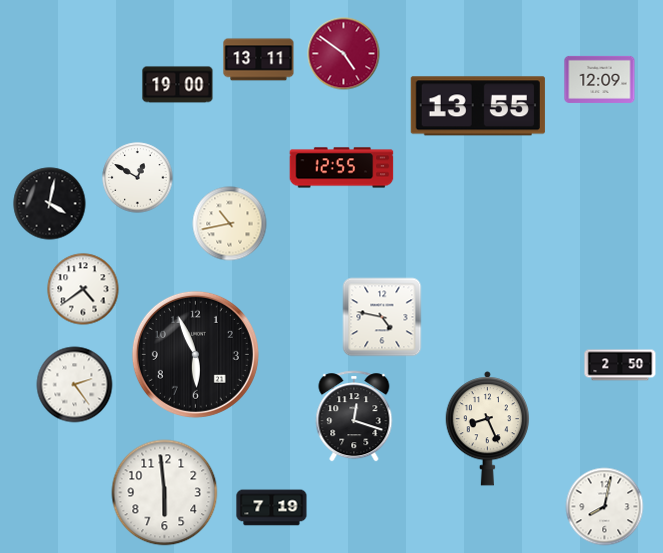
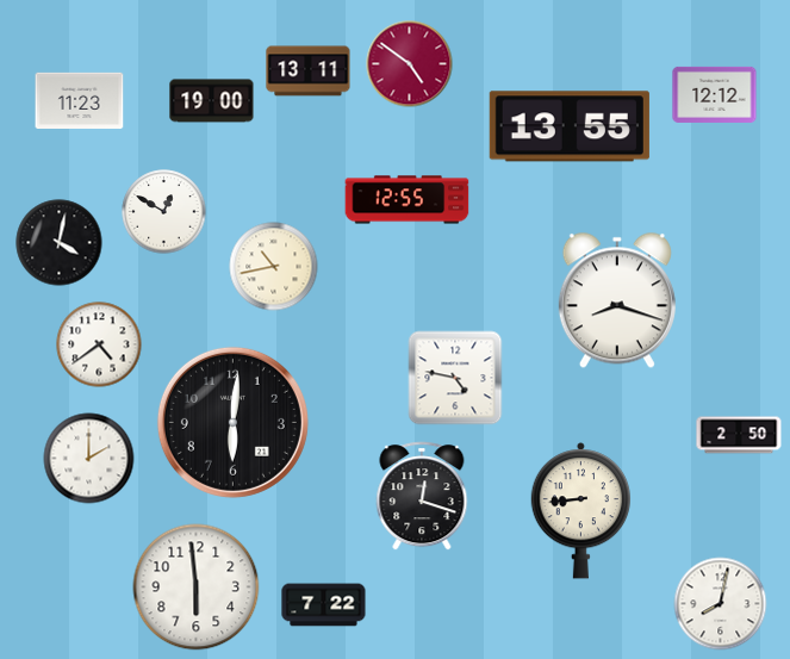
clock at (600, 79): 12:09 -> 12:12
clock at (80, 101): none -> 11:23
clock at (617, 300): none -> 8:18
clock at (195, 354): 5:56 -> 6:01
clock at (75, 385): 2:24 -> 2:00
clock at (487, 429): 8:26 -> 8:44
clock at (272, 508): 7:19 -> 7:22
